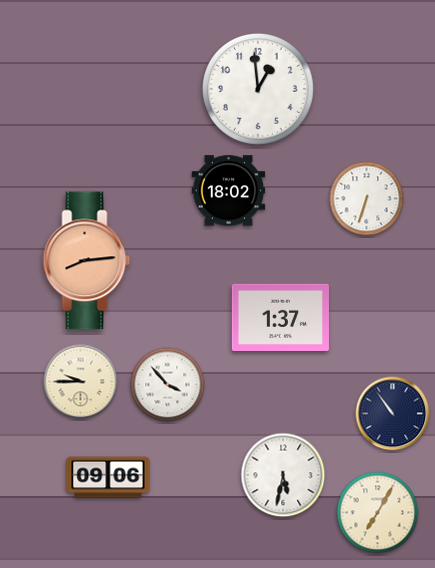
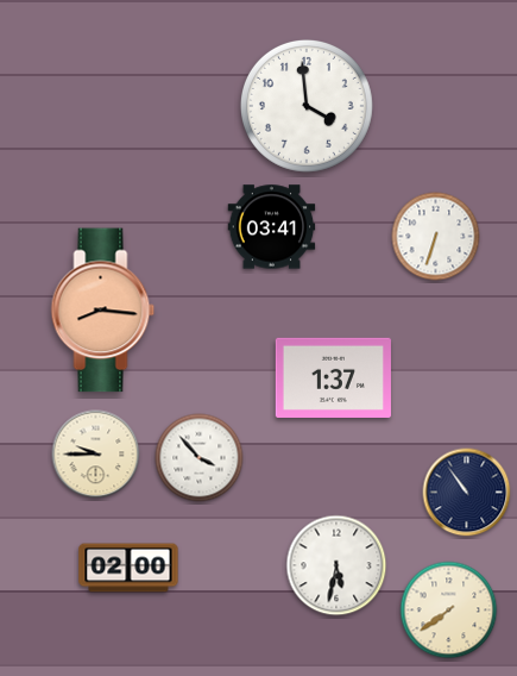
clock at (258, 89): 12:59 -> 3:59
clock at (229, 191): 18:02 -> 03:41
clock at (87, 261): 8:14 -> 8:16
clock at (108, 477): 09:06 -> 02:00
clock at (378, 513): 7:05 -> 7:39
